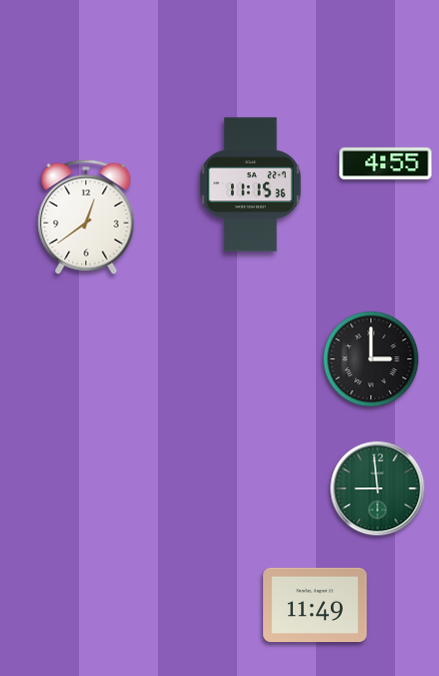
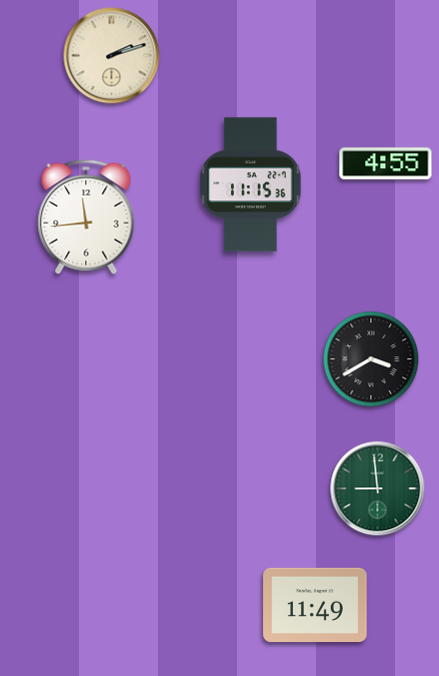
clock at (112, 56): none -> 2:12
clock at (86, 217): 12:39 -> 11:44
clock at (371, 359): 3:00 -> 3:40
